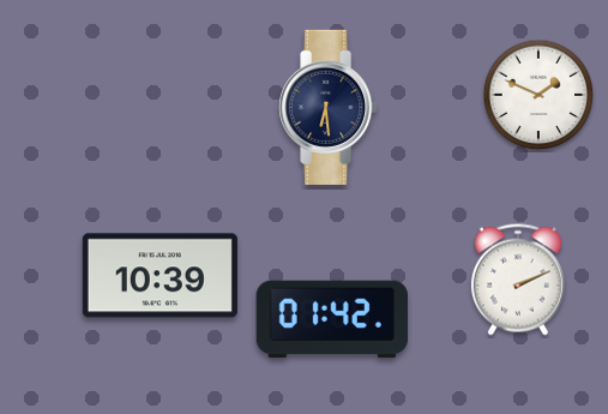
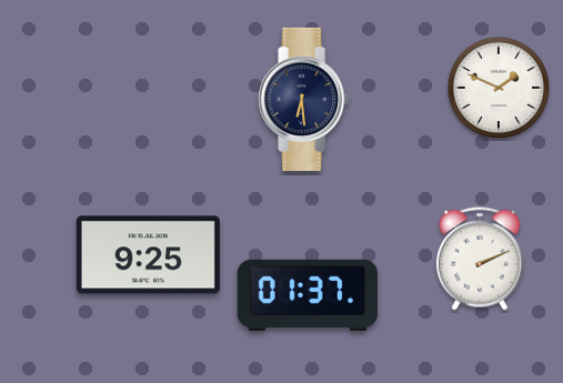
clock at (159, 276): 10:39 -> 9:25
clock at (331, 319): 01:42 -> 01:37
